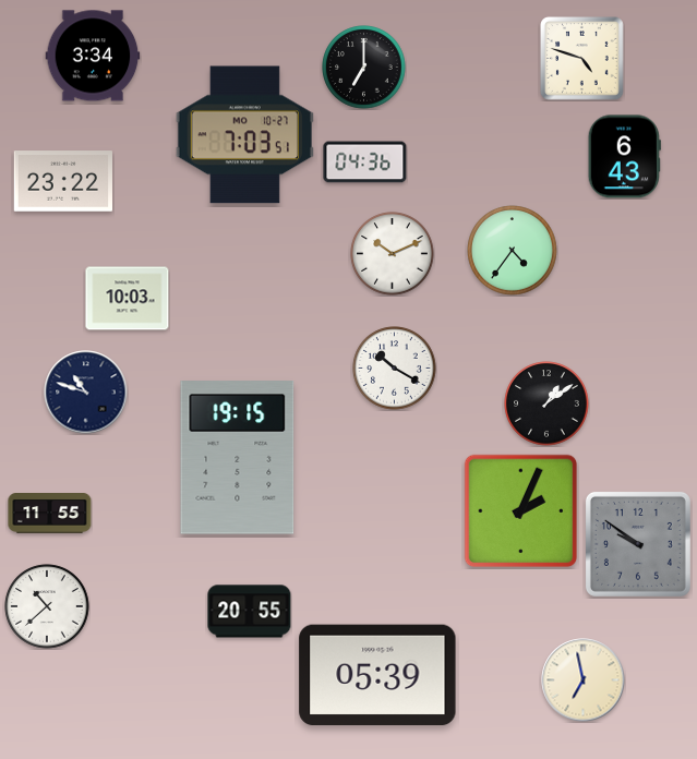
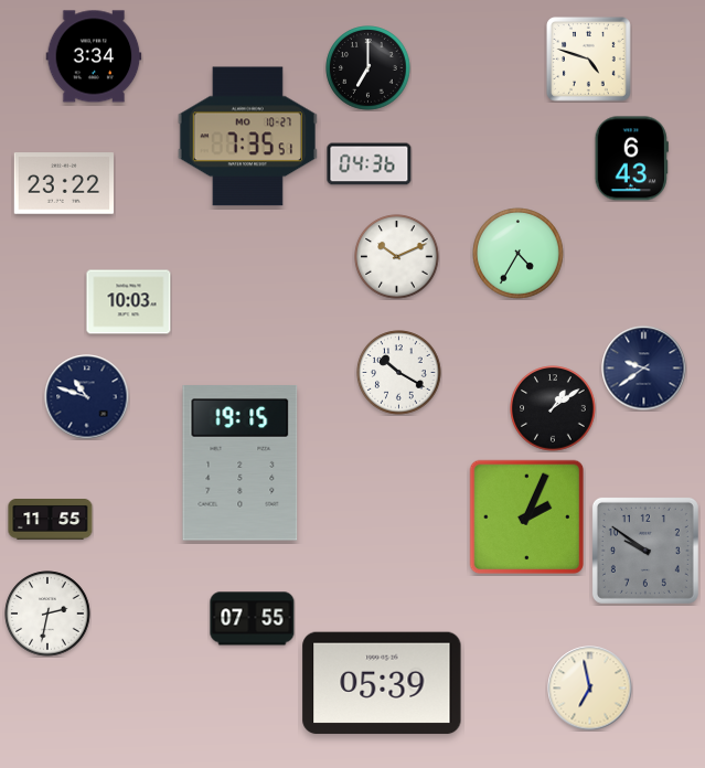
clock at (244, 135): 7:03 -> 7:35
clock at (513, 251): 4:36 -> 4:35
clock at (644, 369): none -> 9:39
clock at (47, 606): 10:38 -> 2:32
clock at (250, 612): 20:55 -> 07:55
